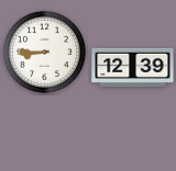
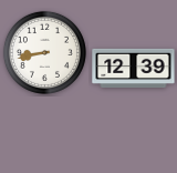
clock at (44, 52): 8:45 -> 8:43
